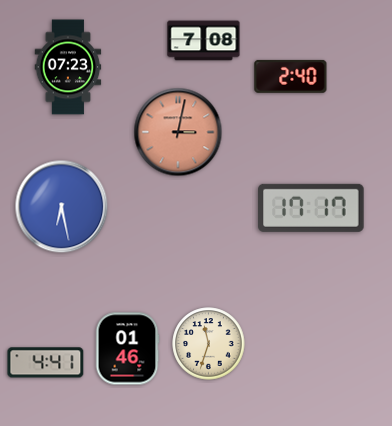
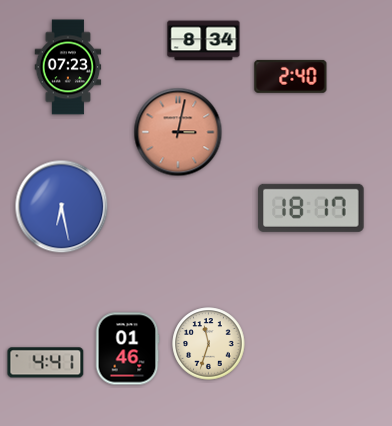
clock at (204, 41): 7:08 -> 8:34
clock at (311, 208): 17:17 -> 18:17
